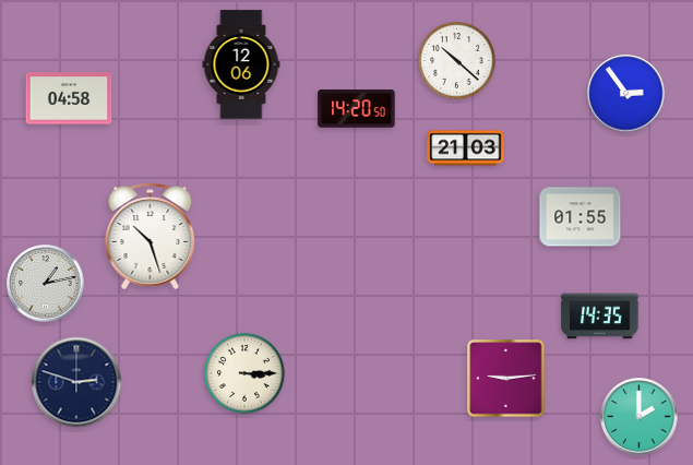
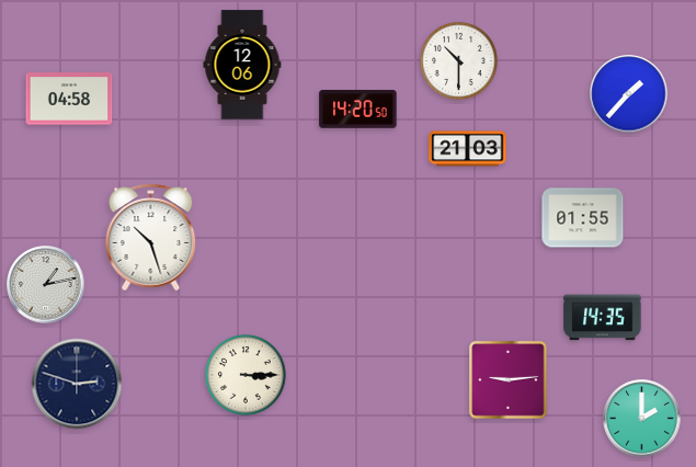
clock at (456, 60): 10:22 -> 10:30
clock at (626, 94): 2:54 -> 1:37
